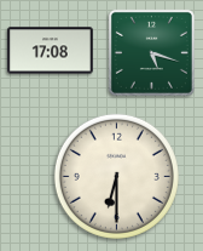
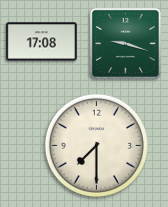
clock at (151, 52): 5:18 -> 9:18
clock at (116, 176): 6:30 -> 7:30
